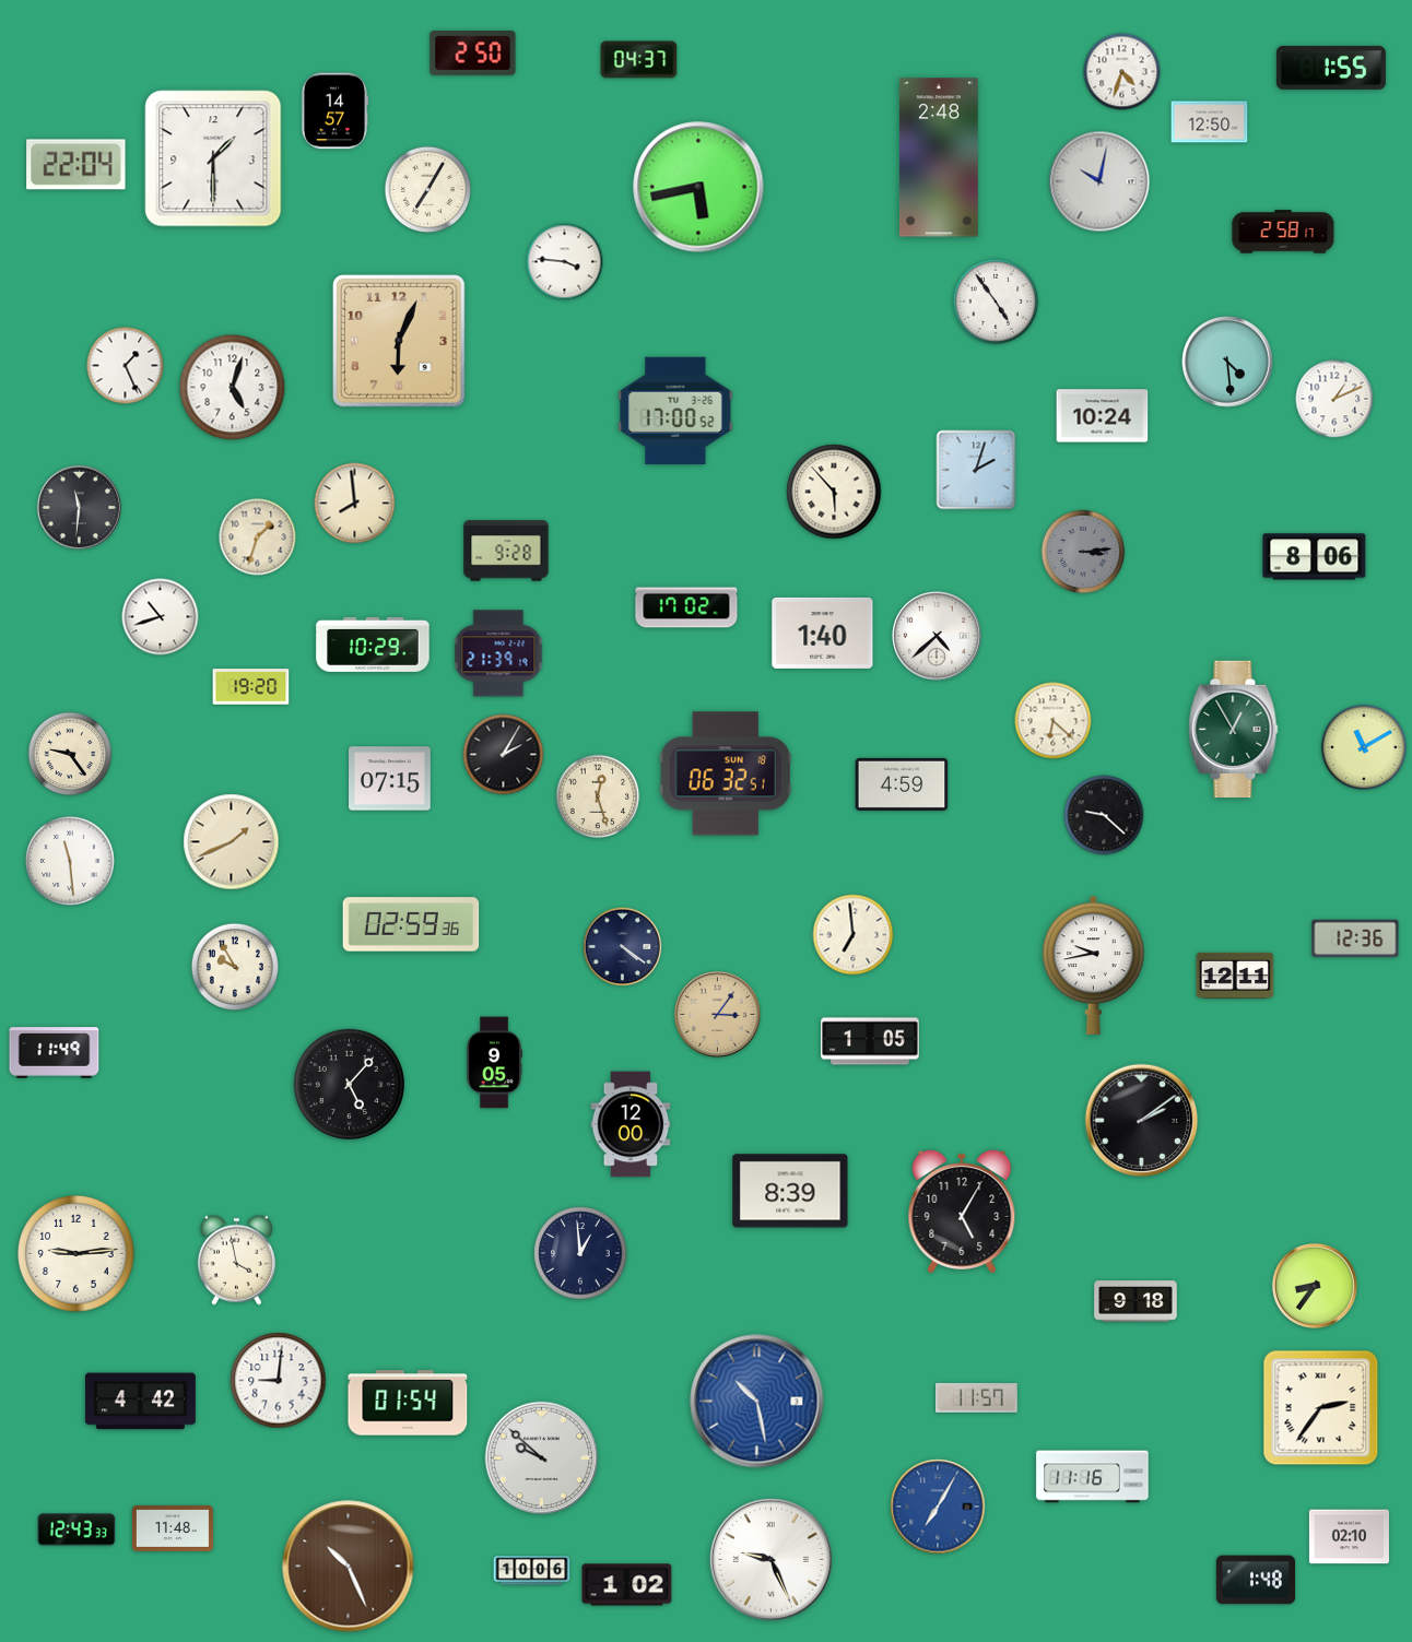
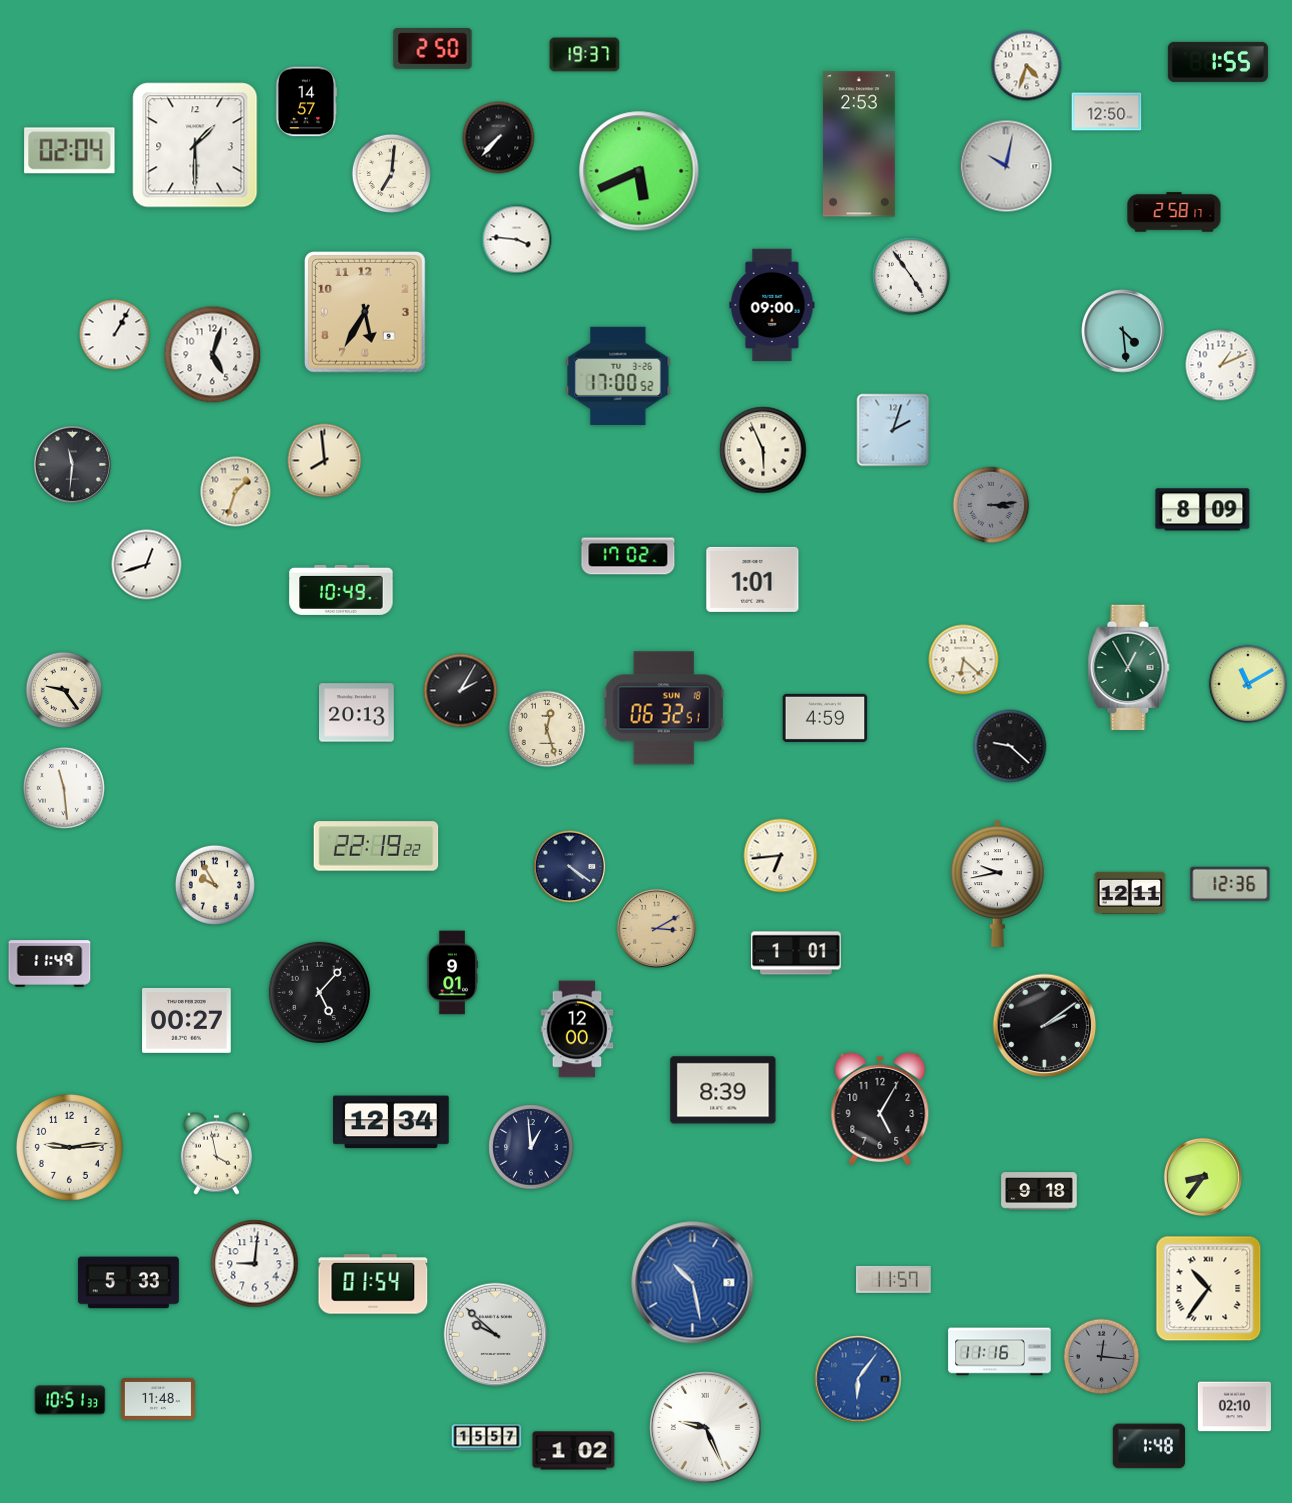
clock at (639, 60): 04:37 -> 19:37
clock at (499, 138): none -> 7:37
clock at (939, 157): 2:48 -> 2:53
clock at (77, 165): 22:04 -> 02:04
clock at (698, 187): 5:43 -> 5:41
clock at (427, 189): 7:05 -> 7:01
clock at (772, 304): none -> 09:00
clock at (400, 342): 6:04 -> 5:35
clock at (126, 366): 1:26 -> 1:05
clock at (1103, 416): 10:24 -> none
clock at (834, 492): 5:53 -> 5:56
clock at (506, 551): 9:28 -> none
clock at (1315, 557): 8:06 -> 8:09
clock at (161, 617): 10:42 -> 12:42
clock at (823, 633): 1:40 -> 1:01
clock at (937, 636): 4:38 -> none
clock at (373, 645): 10:29 -> 10:49
clock at (498, 653): 21:39 -> none
clock at (251, 687): 19:20 -> none
clock at (390, 779): 07:15 -> 20:13
clock at (232, 842): 1:41 -> none
clock at (411, 924): 02:59 -> 22:19
clock at (854, 935): 6:59 -> 6:44
clock at (1355, 938) position: (1355, 938) -> (1230, 884)
clock at (1094, 965) position: (1094, 965) -> (998, 883)
clock at (717, 1014): 3:06 -> 3:10
clock at (870, 1041): 1:05 -> 1:01
clock at (494, 1063): 9:05 -> 9:01
clock at (187, 1020): none -> 00:27
clock at (392, 1122): none -> 12:34
clock at (140, 1402): 4:42 -> 5:33
clock at (1321, 1408): 2:36 -> 10:36
clock at (1102, 1357): none -> 12:16
clock at (938, 1507): 7:05 -> 6:06
clock at (77, 1529): 12:43 -> 10:51
clock at (349, 1567): 10:26 -> none
clock at (532, 1571): 10:06 -> 15:57
